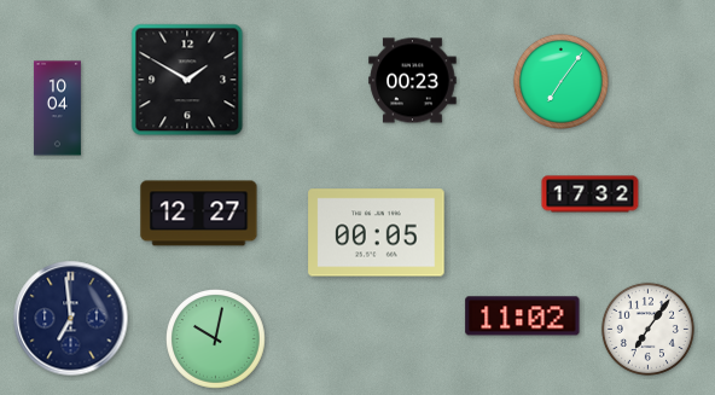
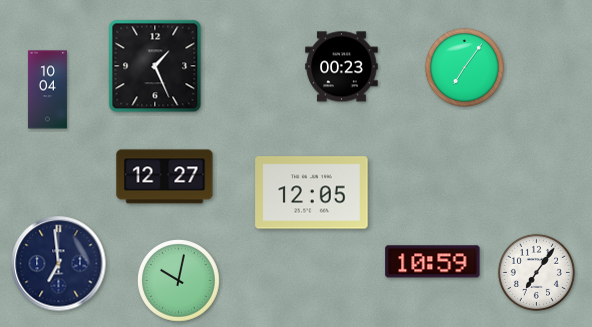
clock at (187, 80): 1:50 -> 1:26
clock at (591, 194): 17:32 -> none
clock at (377, 233): 00:05 -> 12:05
clock at (523, 316): 11:02 -> 10:59
